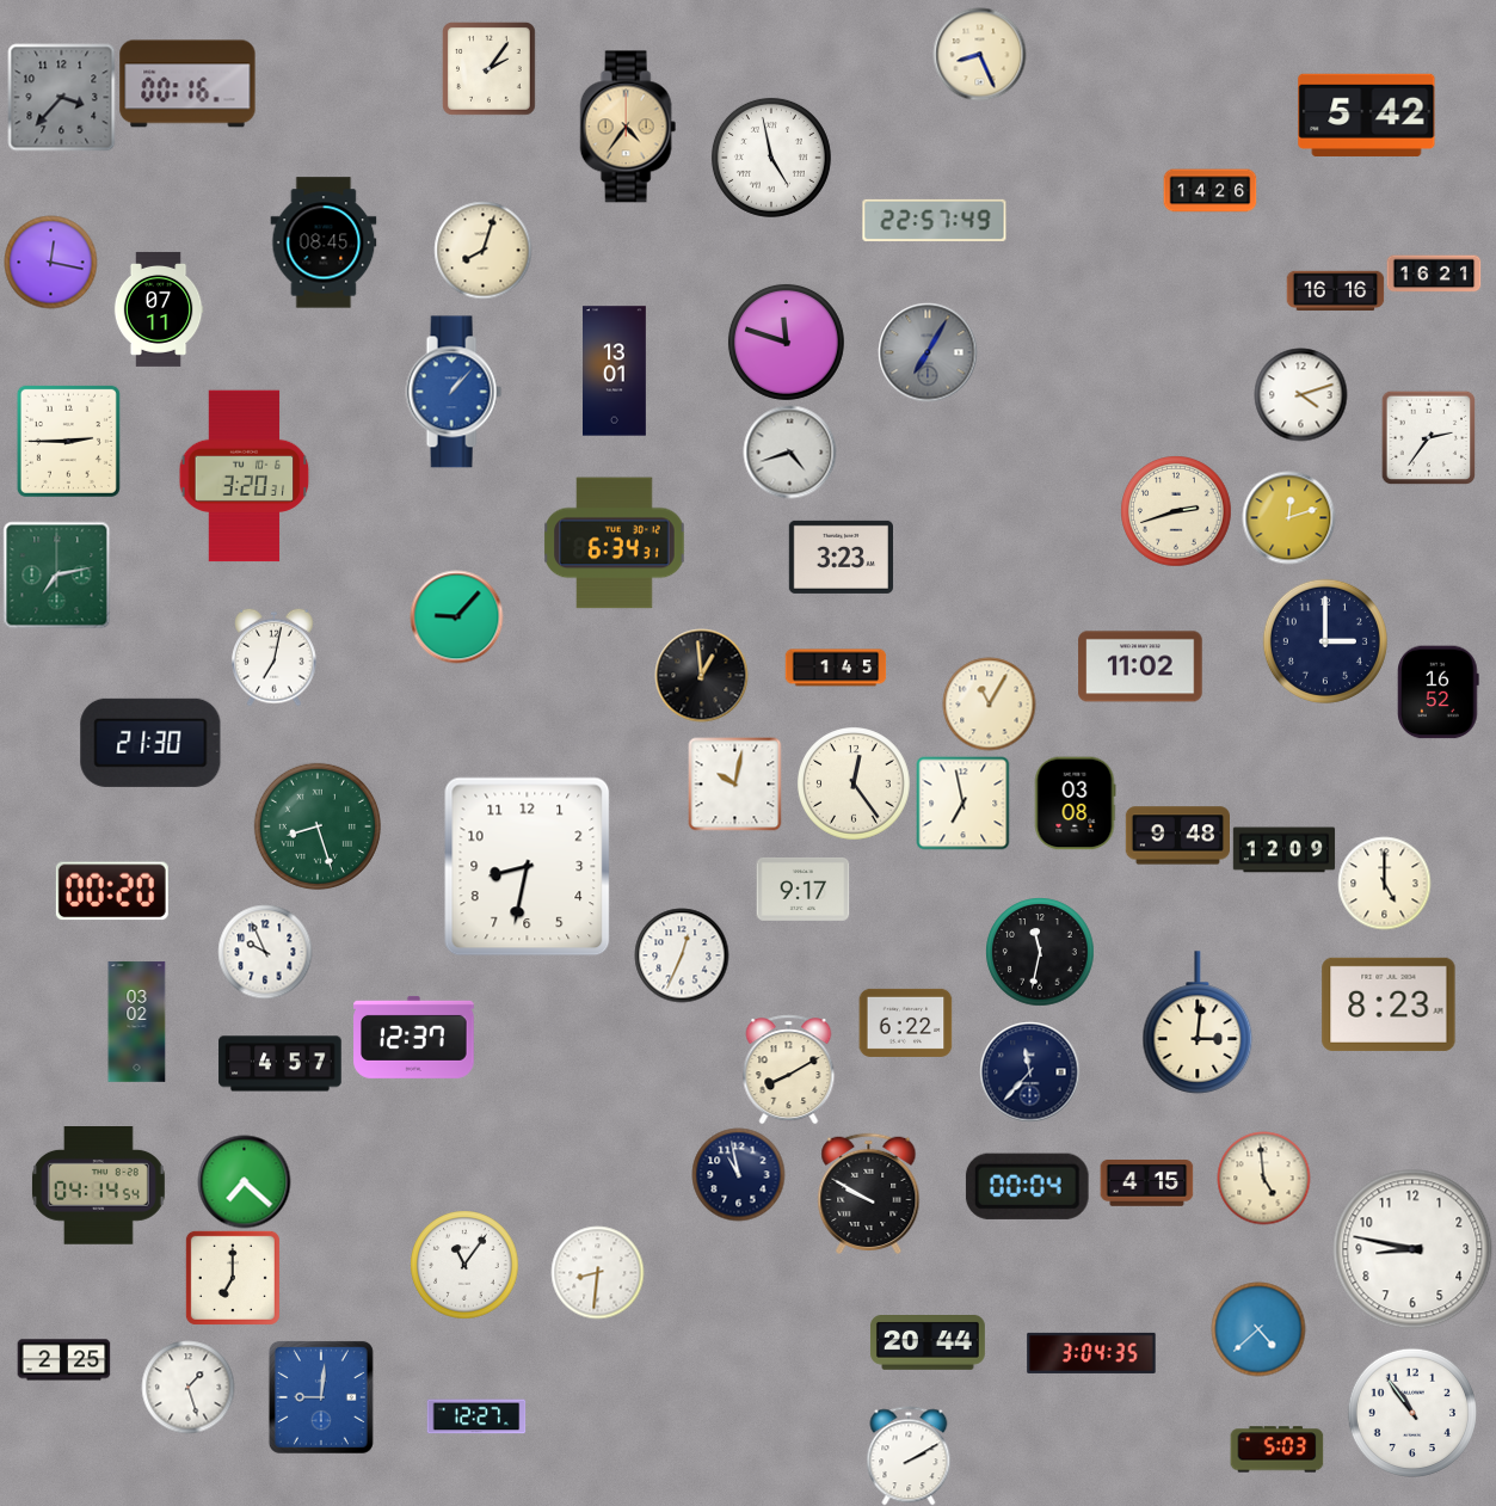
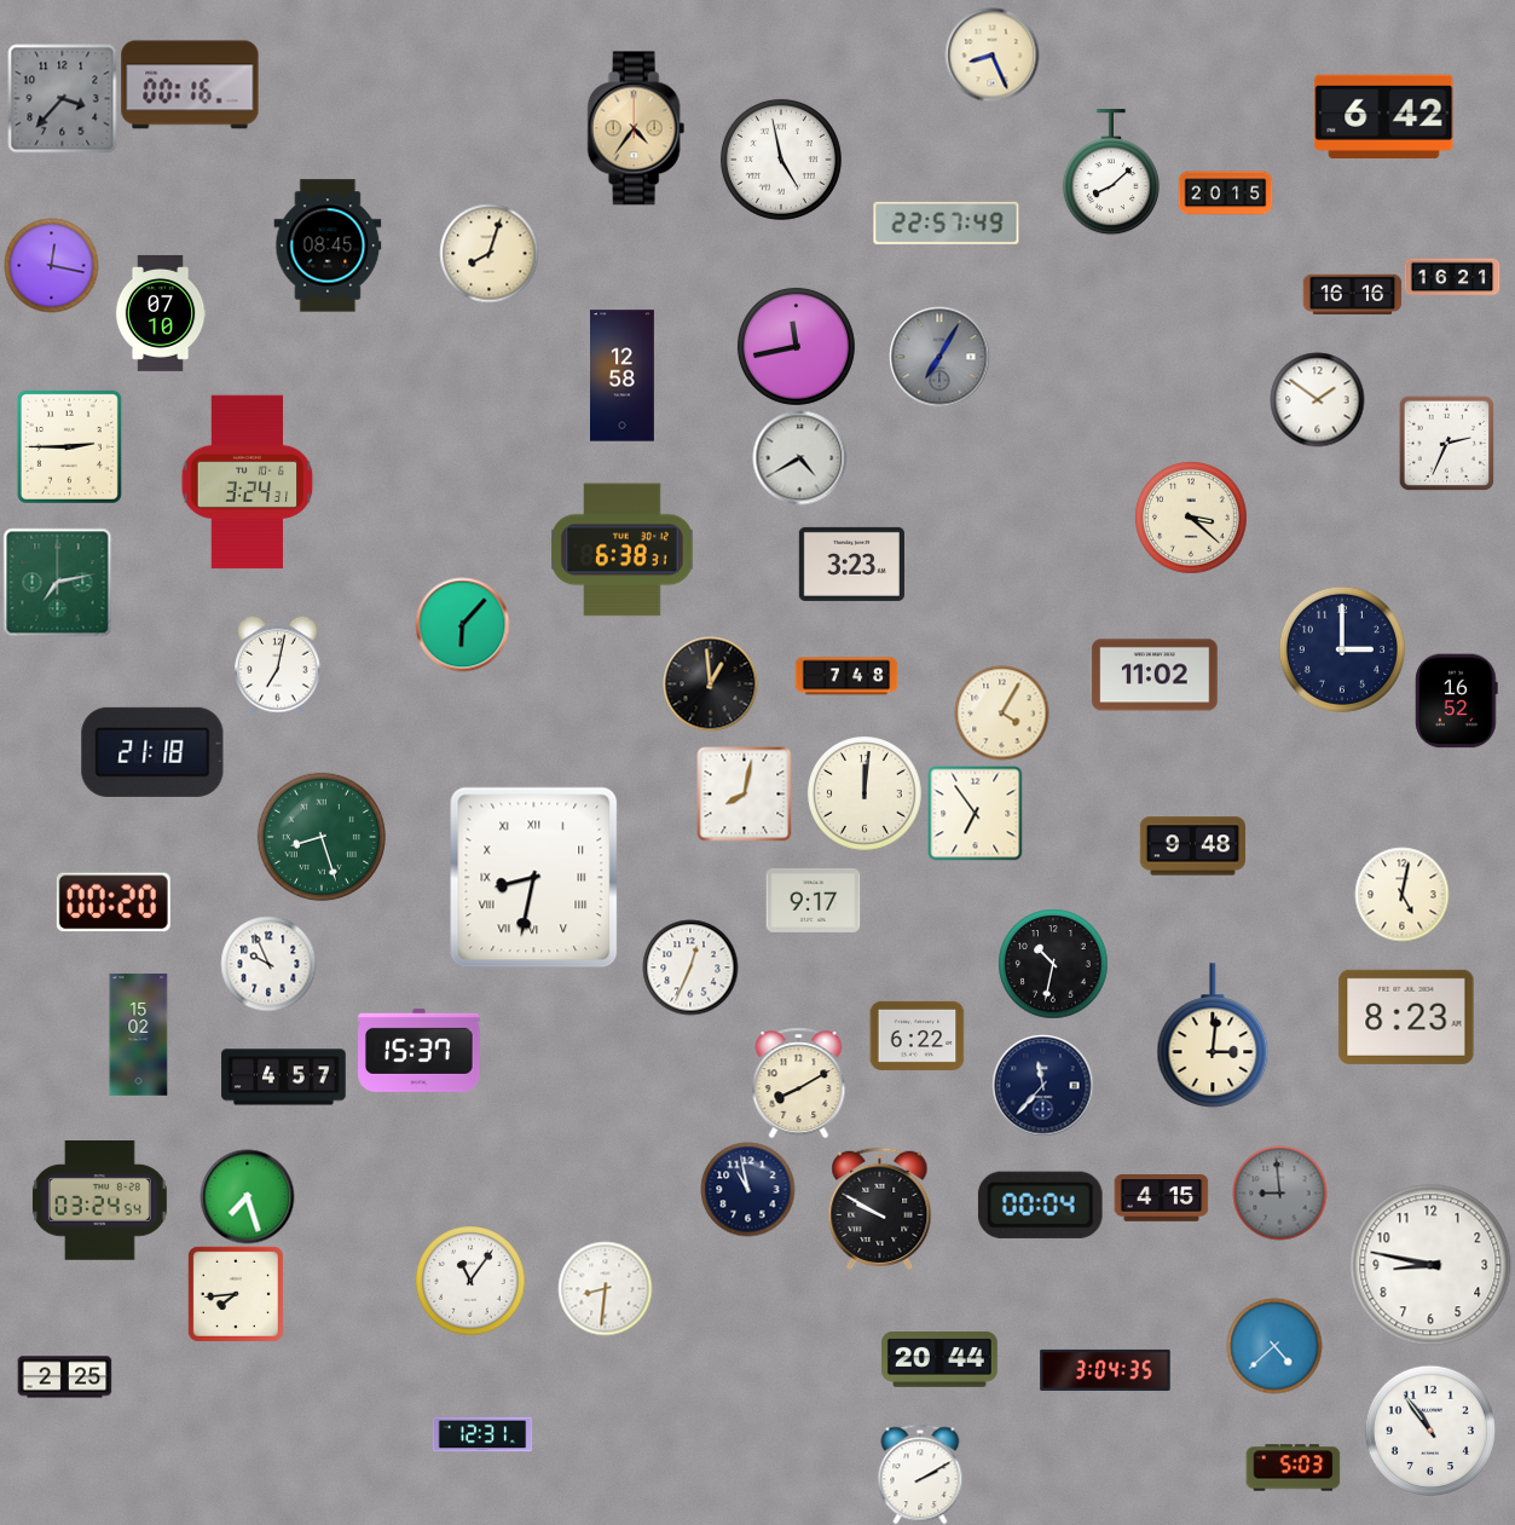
clock at (488, 68): 2:06 -> none
clock at (1367, 115): 5:42 -> 6:42
clock at (1111, 172): none -> 8:08
clock at (1209, 191): 14:26 -> 20:15
clock at (159, 309): 07:11 -> 07:10
clock at (786, 342): 11:48 -> 11:43
clock at (615, 371): 13:01 -> 12:58
clock at (454, 392): 1:07 -> none
clock at (1300, 394): 4:12 -> 1:51
clock at (1428, 437): 2:36 -> 2:34
clock at (789, 451): 4:42 -> 4:40
clock at (245, 477): 3:20 -> 3:24
clock at (1176, 511): 2:42 -> 3:22
clock at (1288, 517): 12:12 -> none
clock at (615, 543): 6:34 -> 6:38
clock at (456, 616): 9:07 -> 6:07
clock at (836, 668): 1:45 -> 7:48
clock at (989, 703): 11:05 -> 4:05
clock at (150, 743): 21:30 -> 21:18
clock at (734, 783): 10:02 -> 8:02
clock at (854, 783): 12:24 -> 12:01
clock at (962, 803): 6:58 -> 6:54
clock at (1075, 803): 03:08 -> none
clock at (1283, 850): 12:09 -> none
clock at (528, 867) numerals: Arabic -> Roman
clock at (1384, 883): 5:00 -> 5:02
clock at (1040, 952): 11:32 -> 10:32
clock at (137, 1022): 03:02 -> 15:02
clock at (414, 1037): 12:37 -> 15:37
clock at (1263, 1178): 4:59 -> 8:59
clock at (1263, 1178) dial: cream -> grey
clock at (244, 1181): 7:22 -> 7:27
clock at (98, 1186): 04:14 -> 03:24
clock at (1027, 1186) position: (1027, 1186) -> (1040, 1205)
clock at (233, 1278): 7:00 -> 7:44
clock at (187, 1387): 1:27 -> none
clock at (321, 1397): 9:01 -> none
clock at (476, 1416): 12:27 -> 12:31
